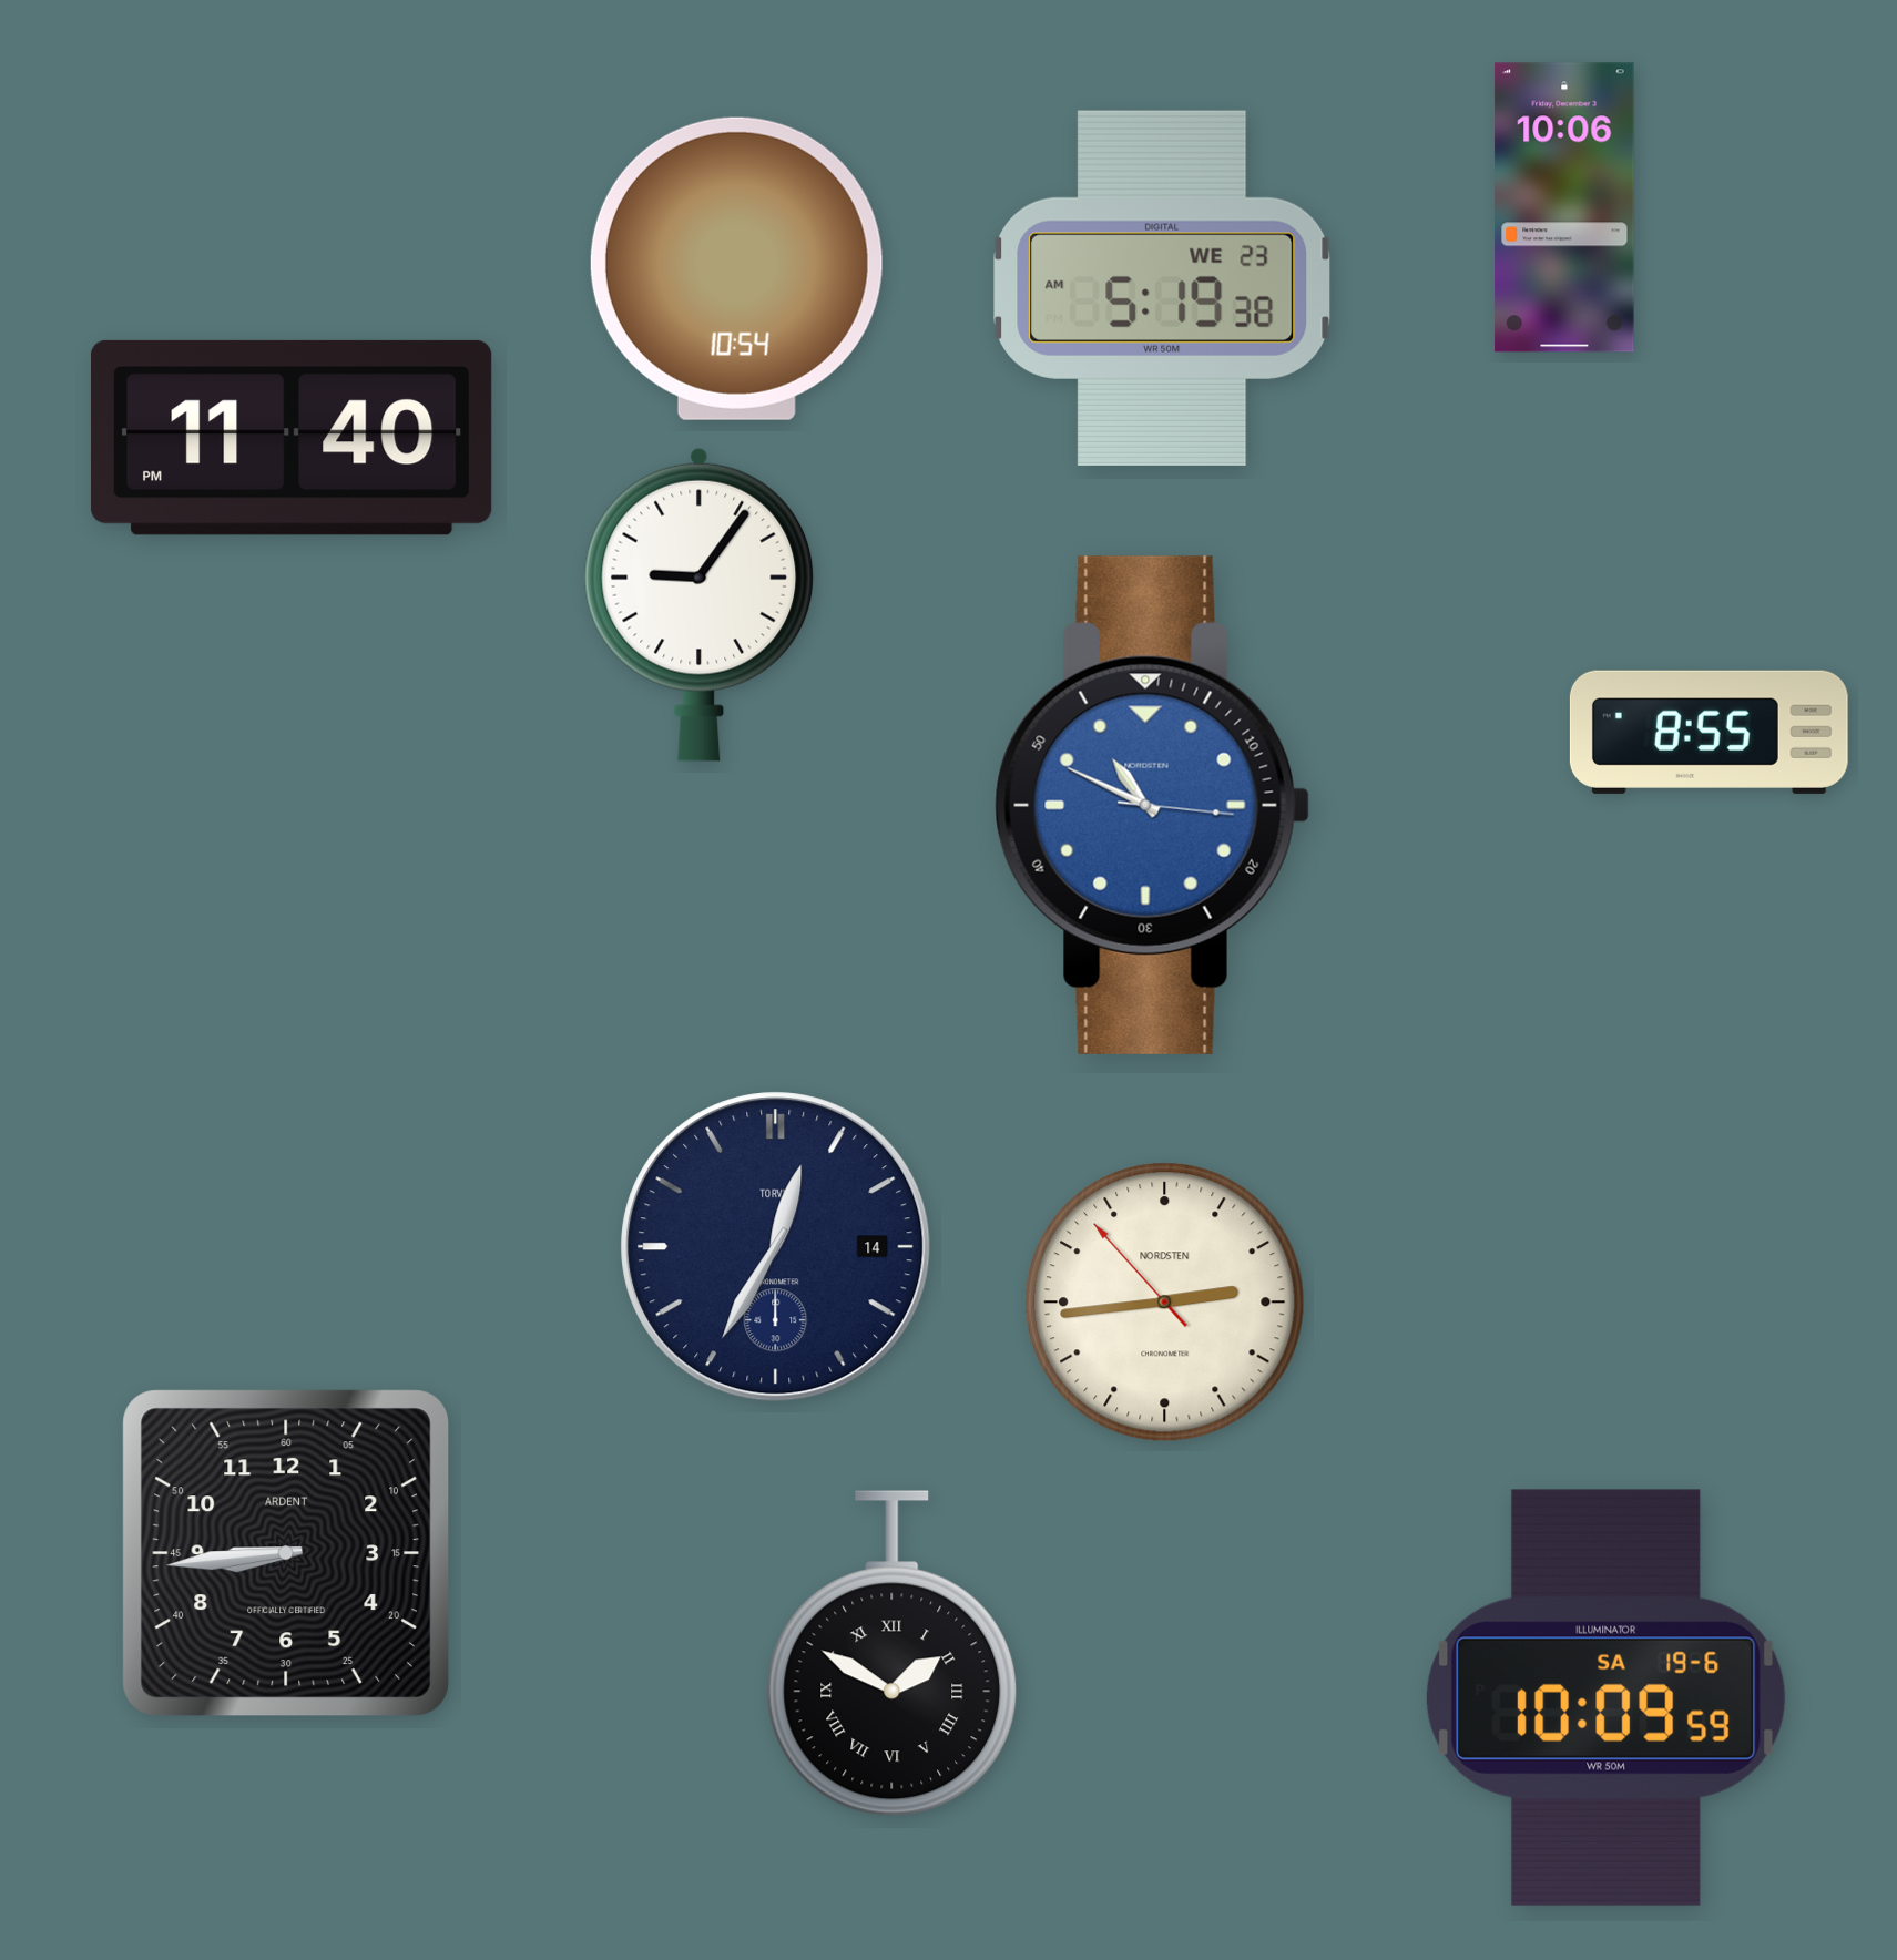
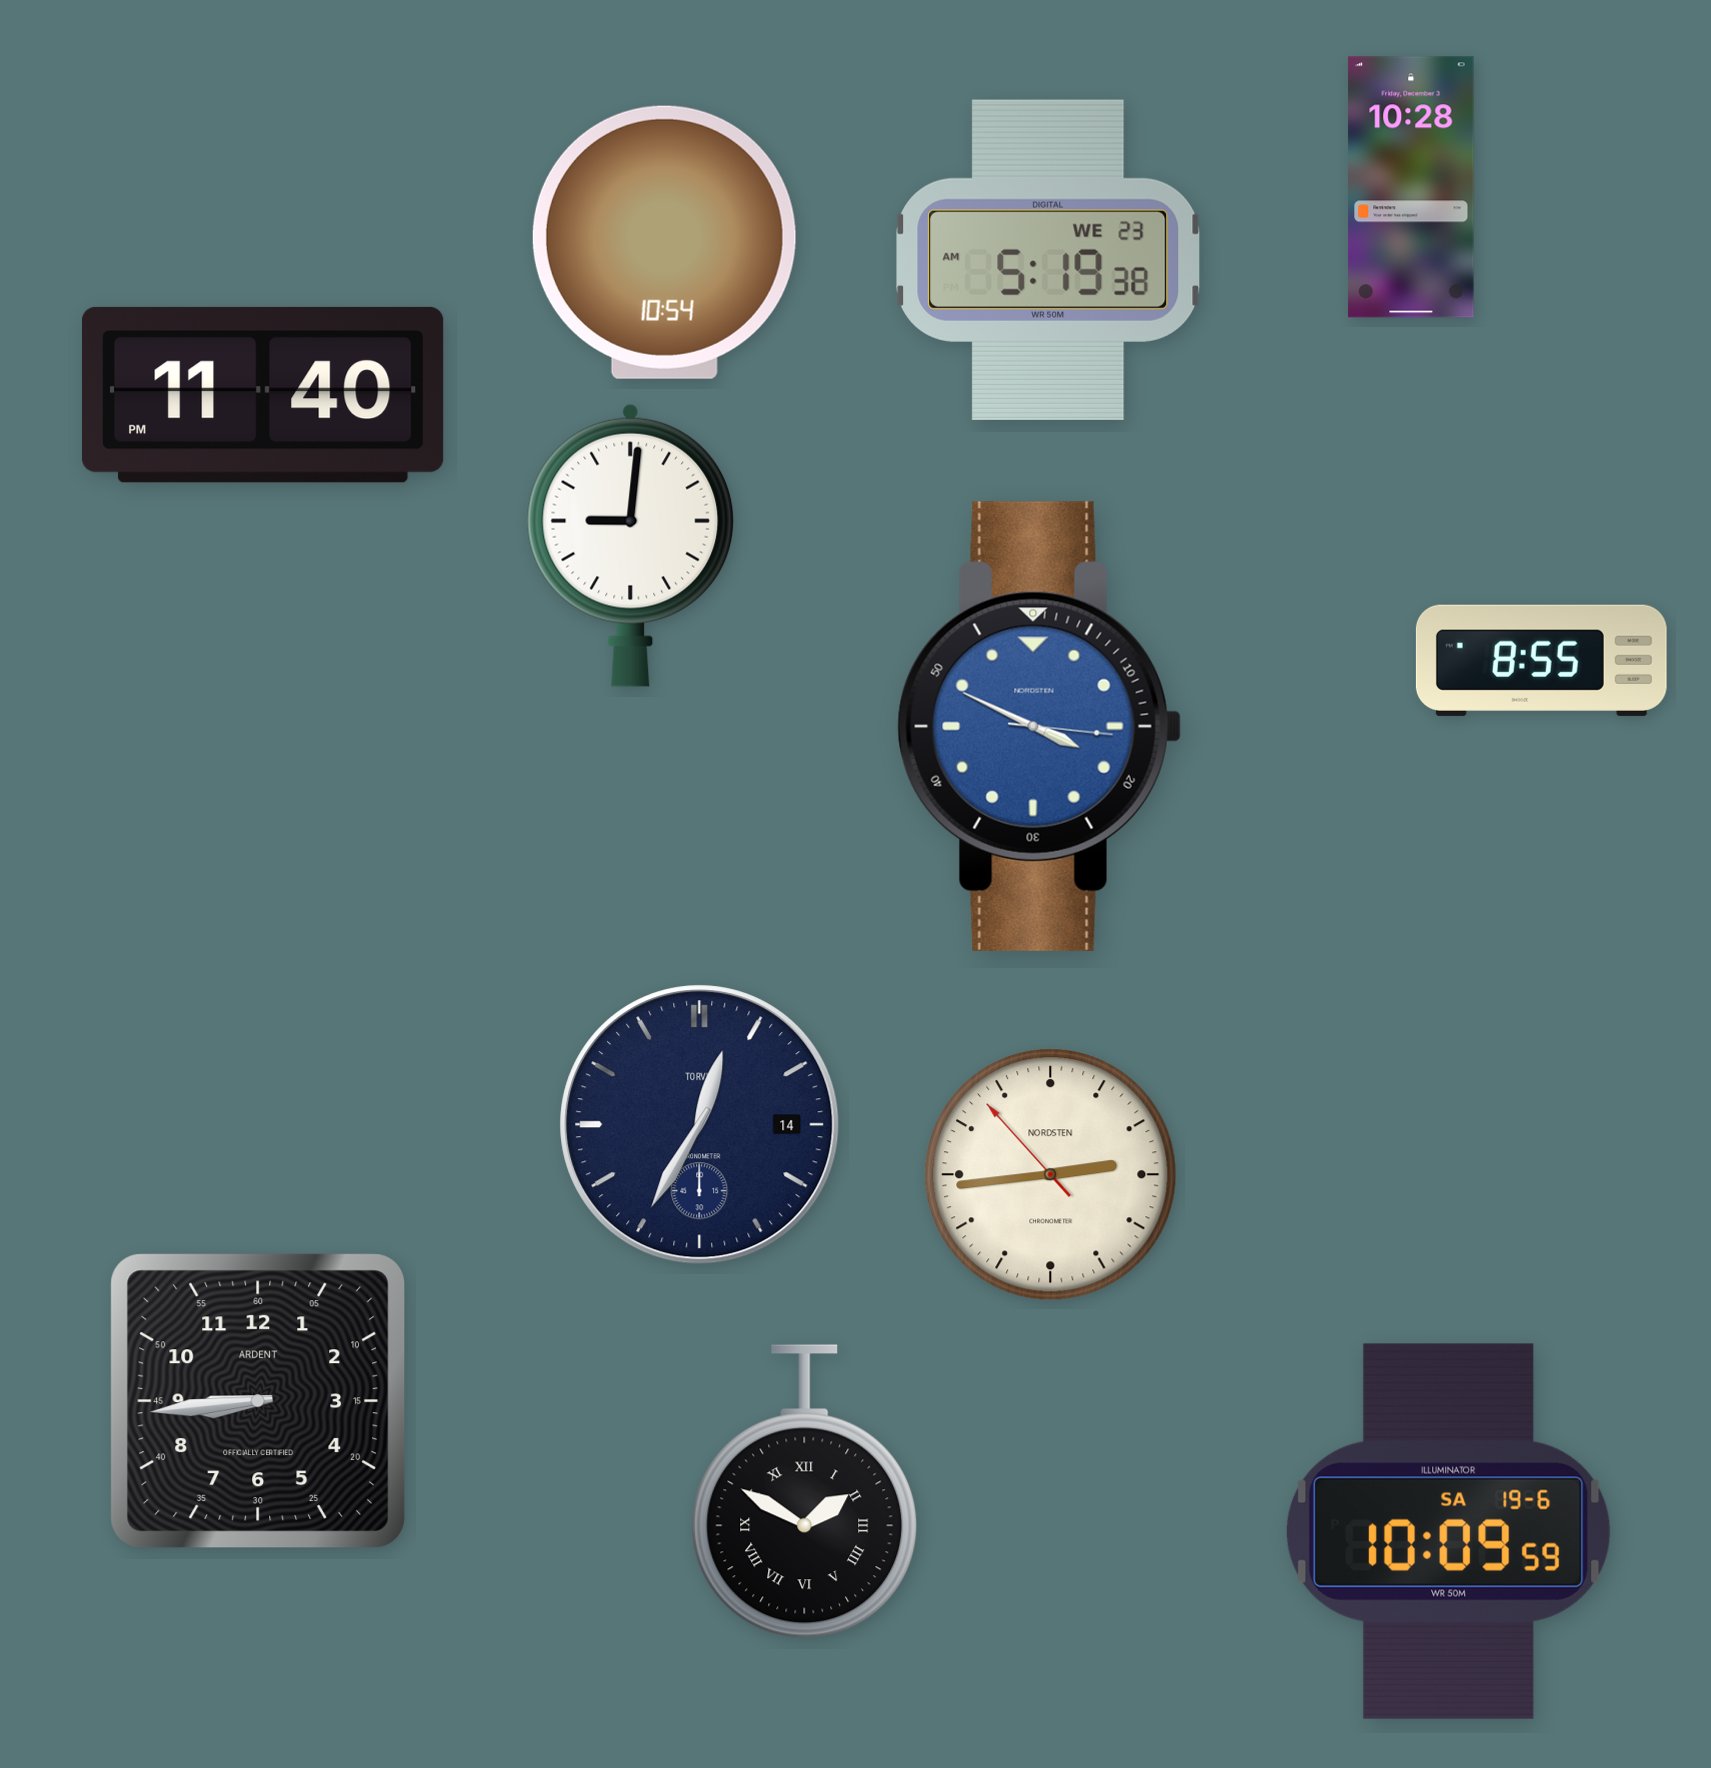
clock at (1564, 207): 10:06 -> 10:28
clock at (700, 604): 9:06 -> 9:01
clock at (1152, 805): 10:49 -> 3:49
